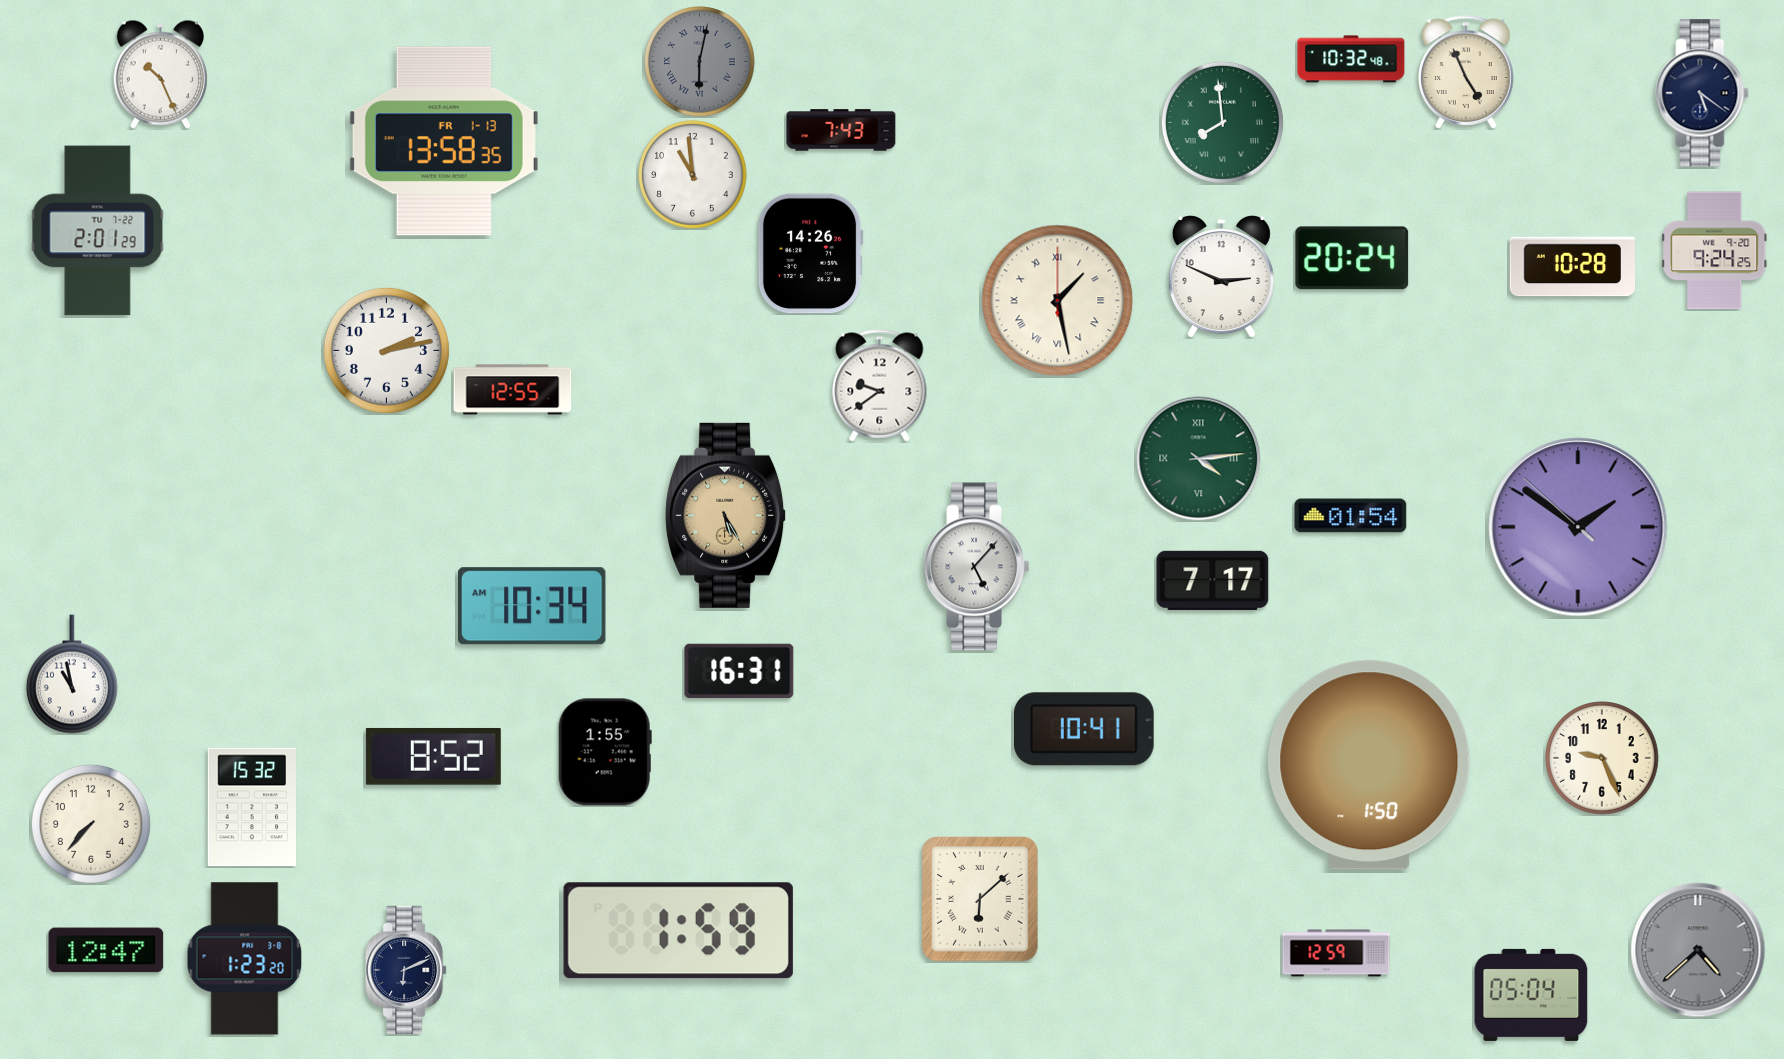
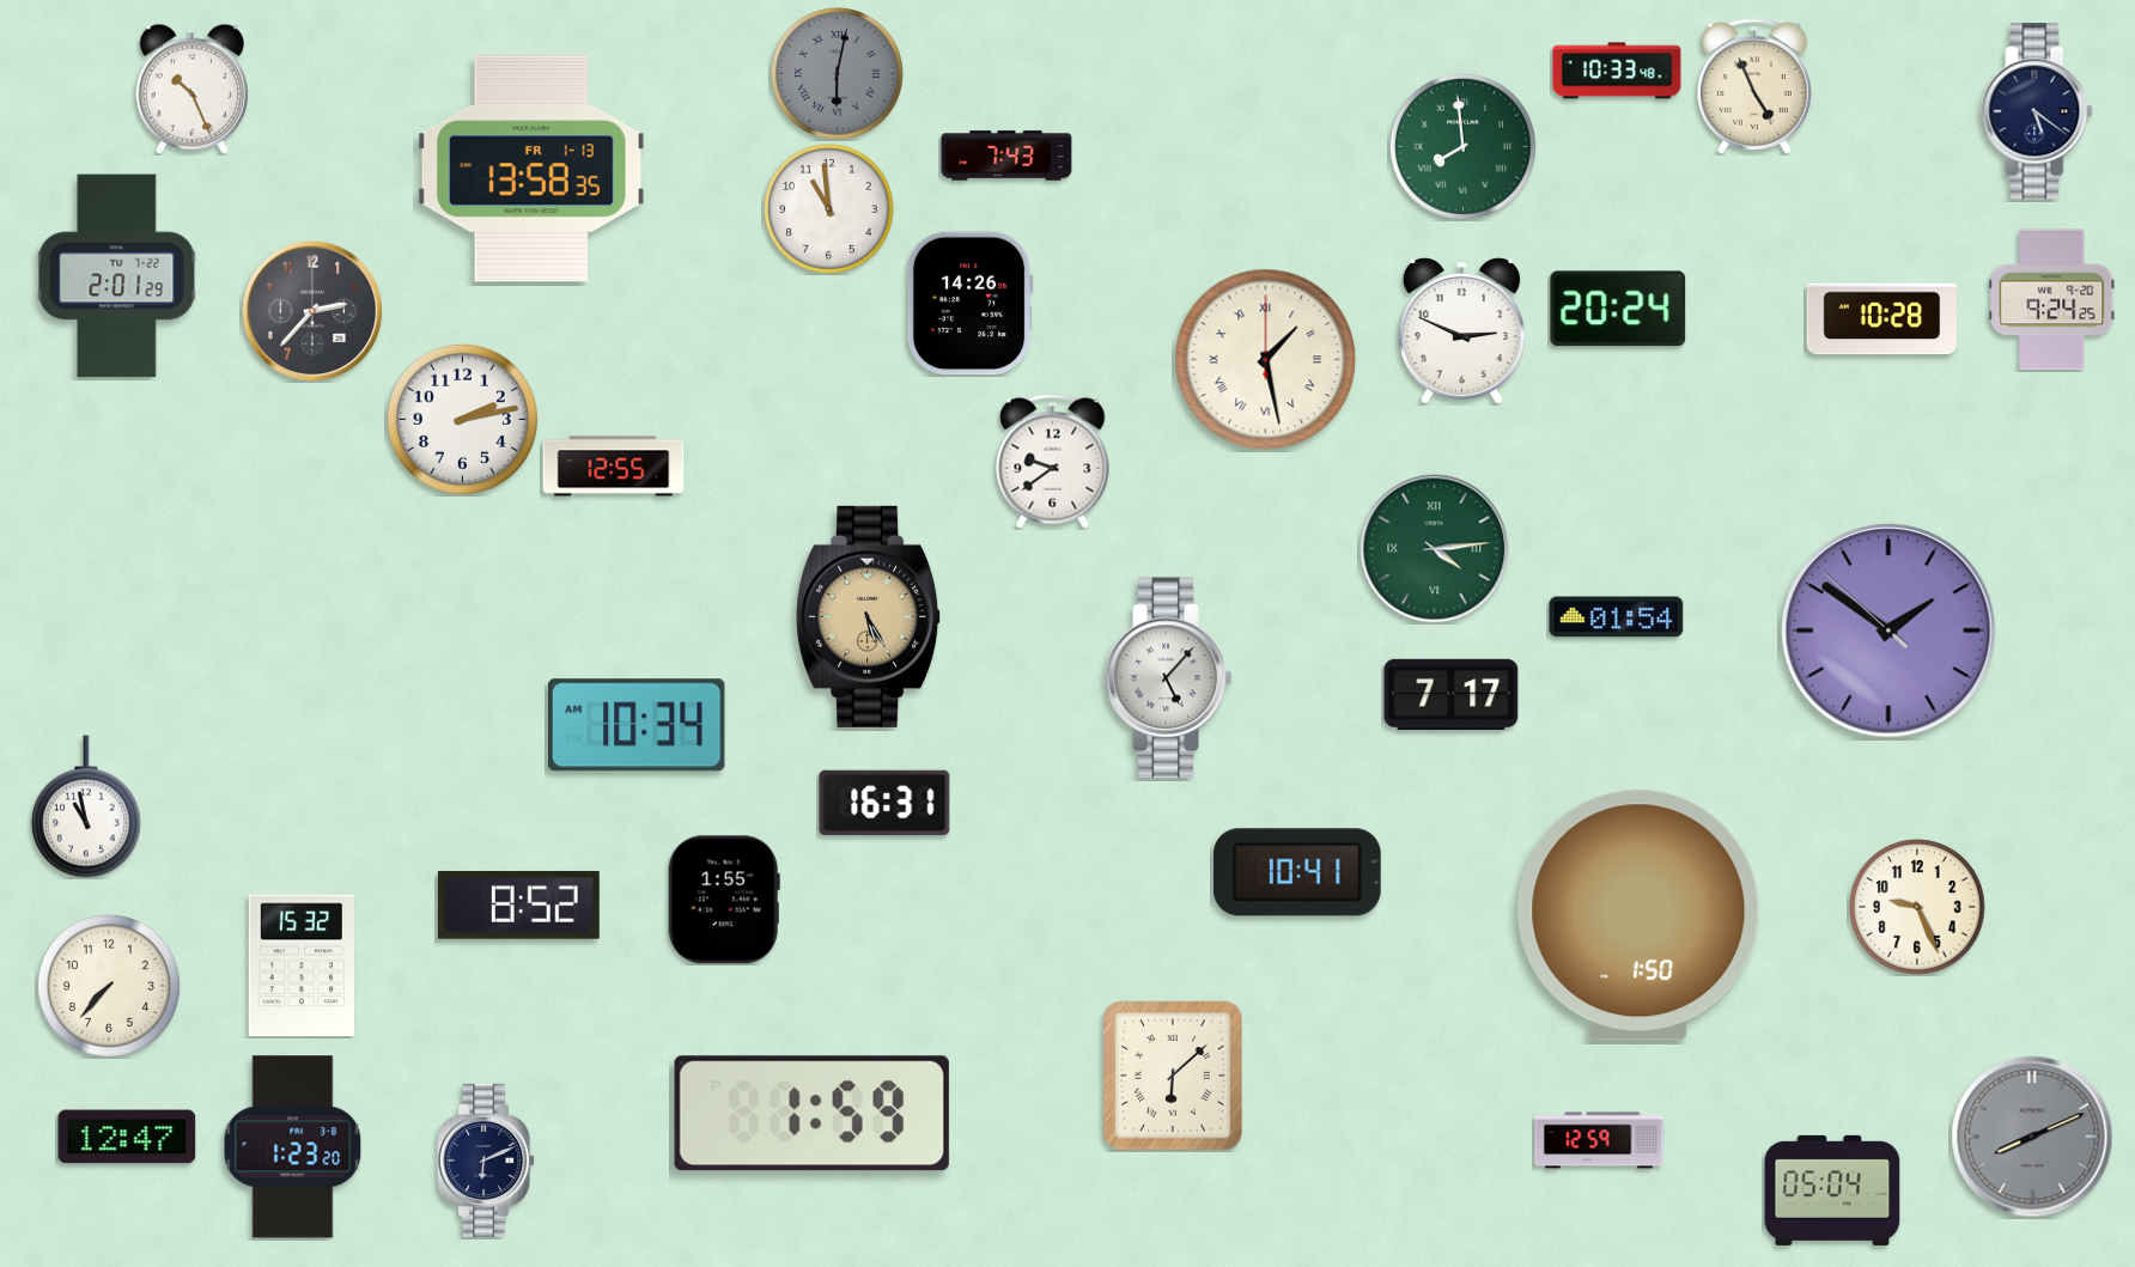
clock at (1351, 59): 10:32 -> 10:33
clock at (312, 311): none -> 2:37
clock at (1698, 950): 4:38 -> 8:11
